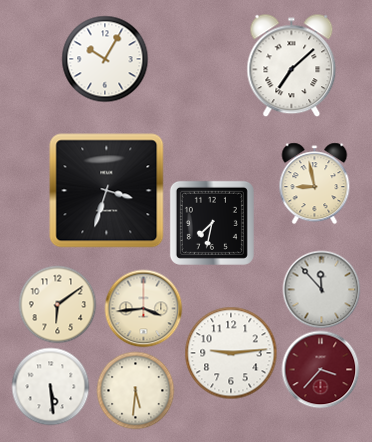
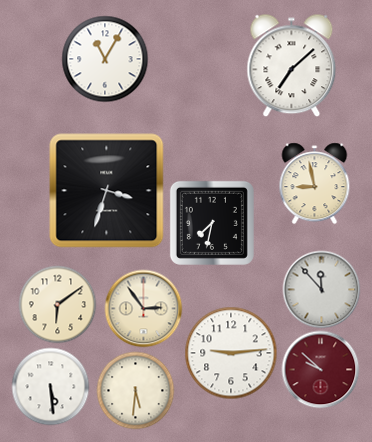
clock at (105, 59): 10:05 -> 11:05
clock at (143, 308): 3:44 -> 2:54
clock at (320, 369): 3:37 -> 9:52
